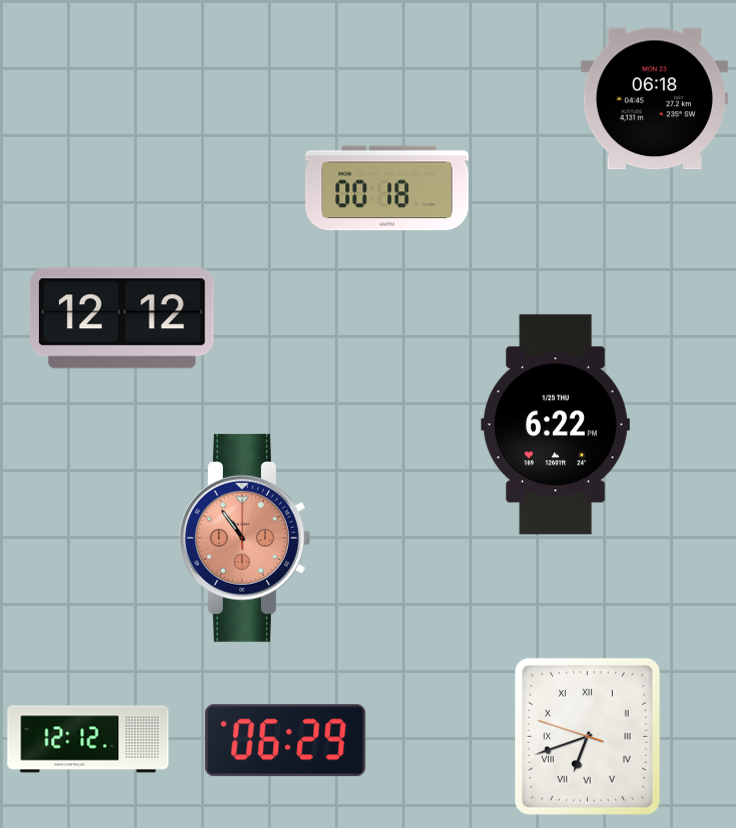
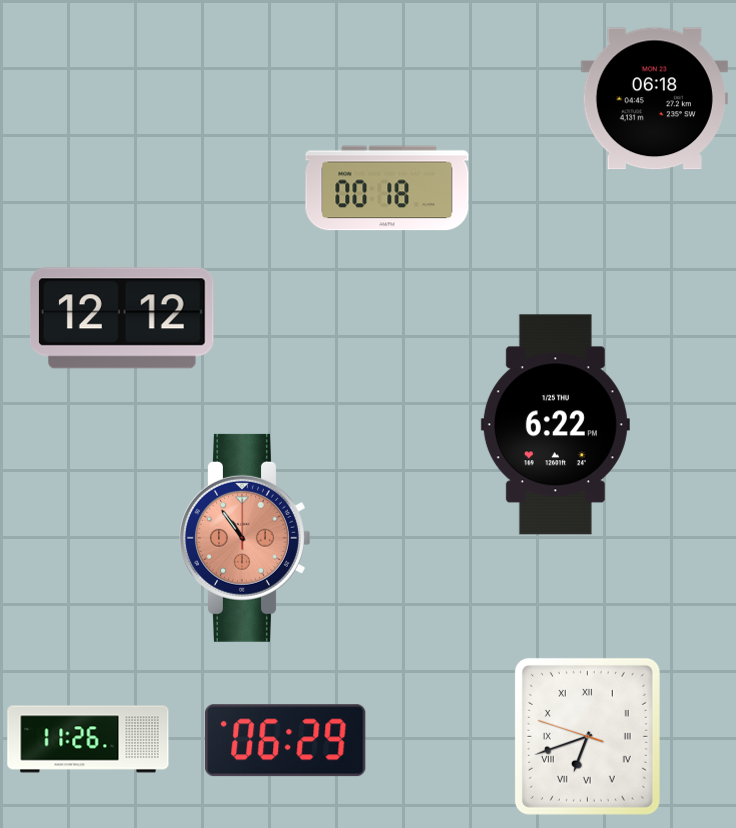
clock at (88, 739): 12:12 -> 11:26
